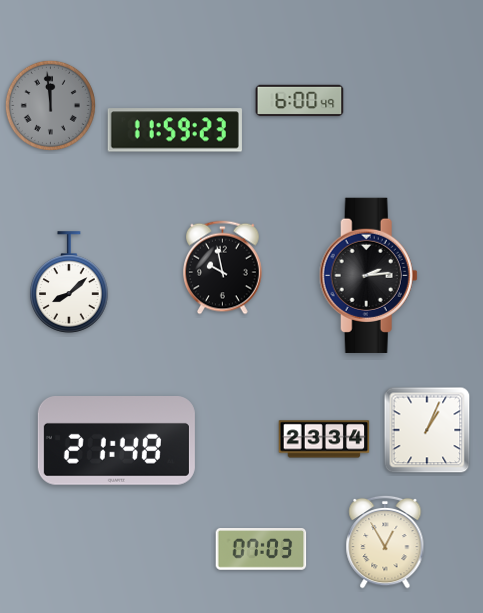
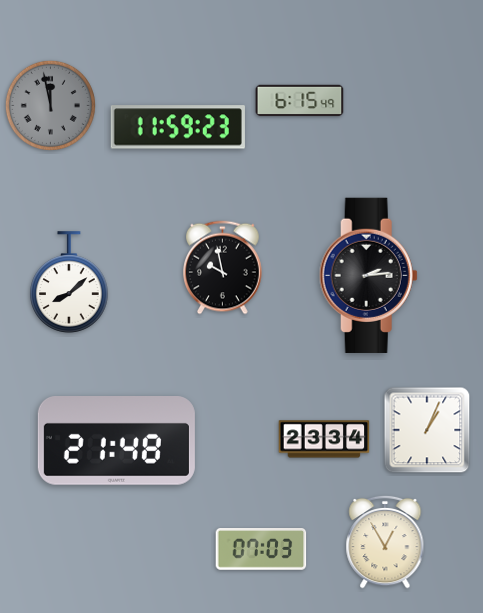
clock at (300, 101): 6:00 -> 6:15
clock at (50, 105): 11:59 -> 11:58
clock at (175, 130) position: (175, 130) -> (178, 127)
